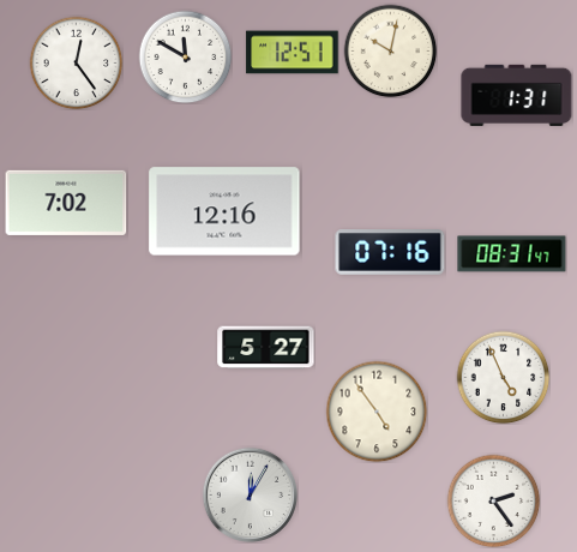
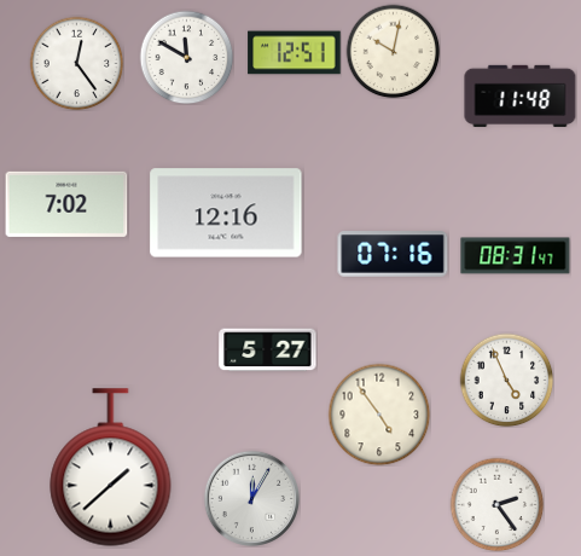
clock at (517, 95): 1:31 -> 11:48
clock at (111, 468): none -> 1:38
